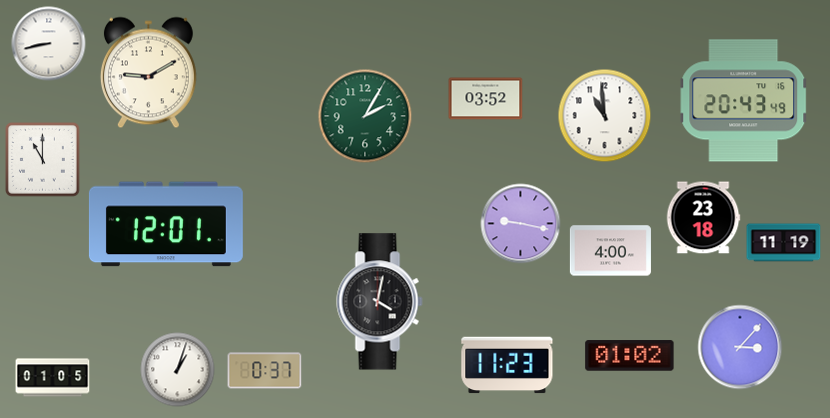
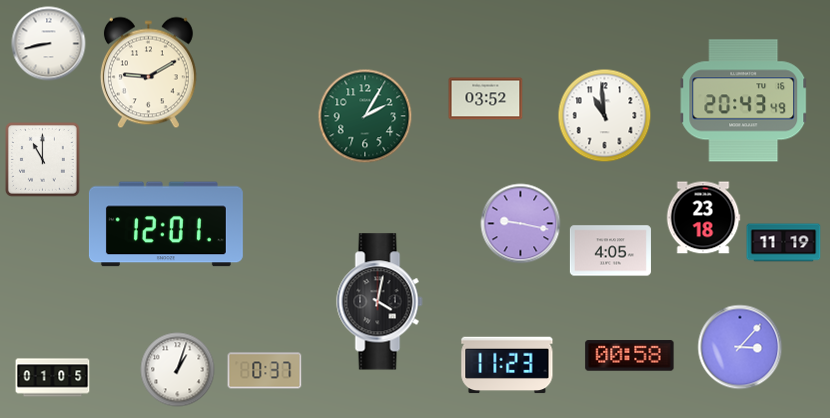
clock at (610, 251): 4:00 -> 4:05
clock at (630, 356): 01:02 -> 00:58
